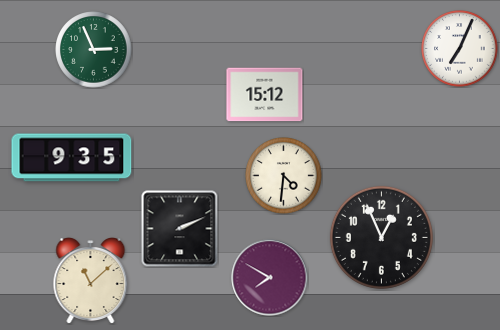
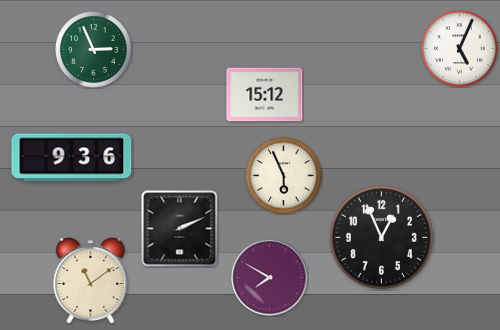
clock at (460, 49): 7:04 -> 5:04
clock at (72, 158): 9:35 -> 9:36
clock at (284, 176): 4:31 -> 5:56
clock at (91, 281): 11:08 -> 11:09
